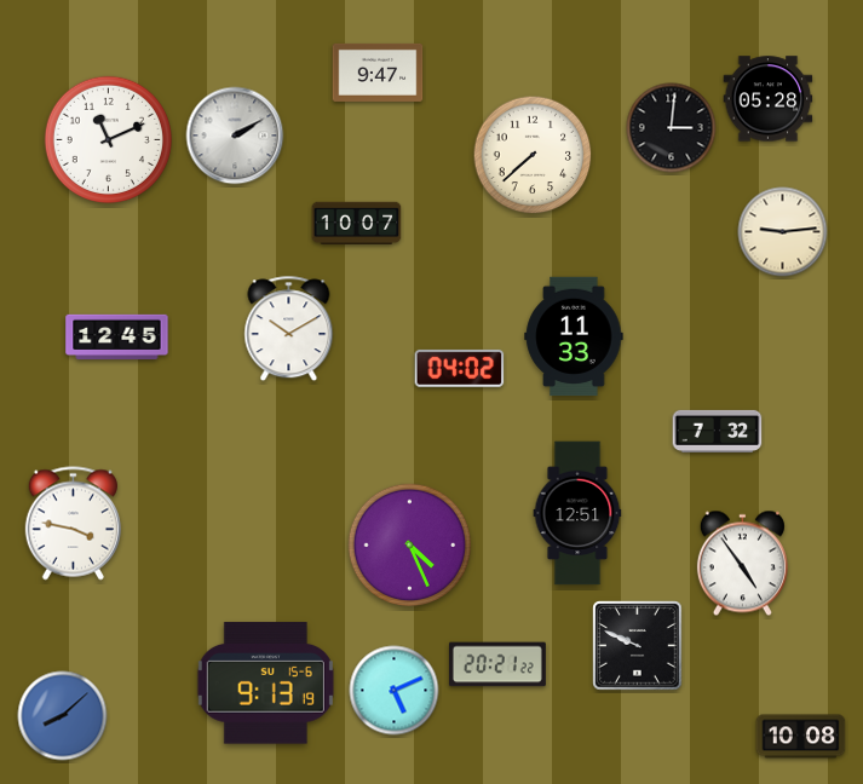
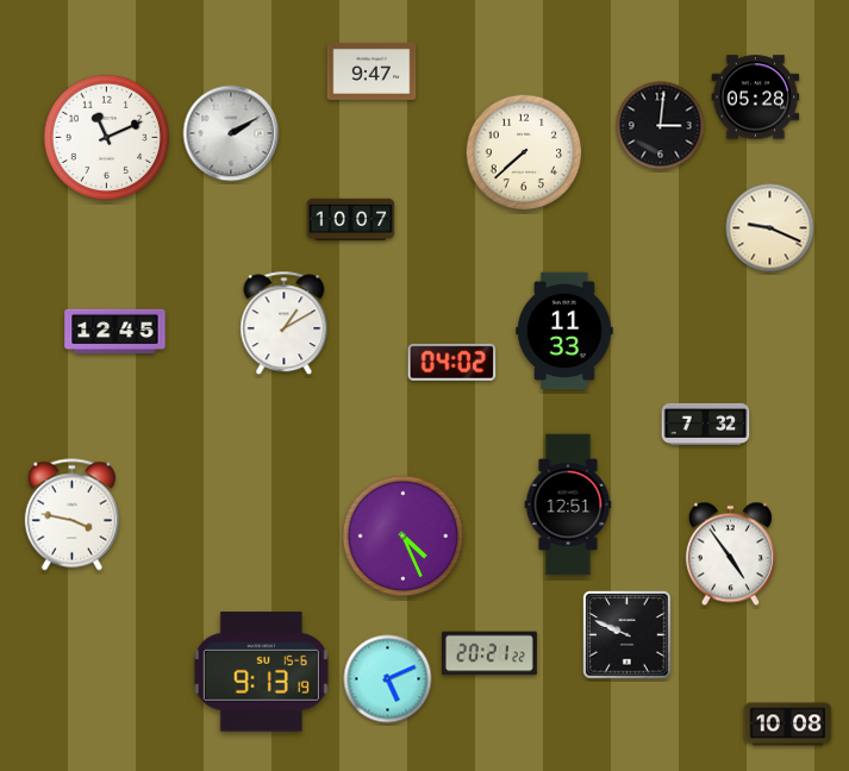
clock at (783, 232): 9:14 -> 9:19
clock at (289, 329): 10:10 -> 1:10
clock at (63, 716): 8:08 -> none
